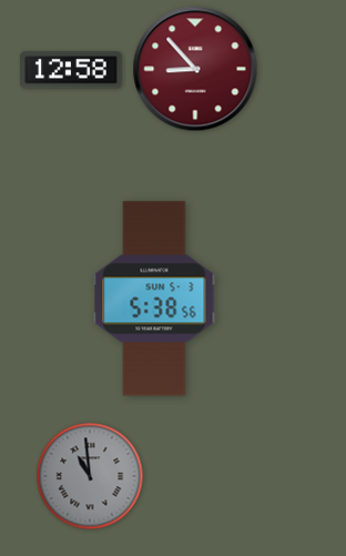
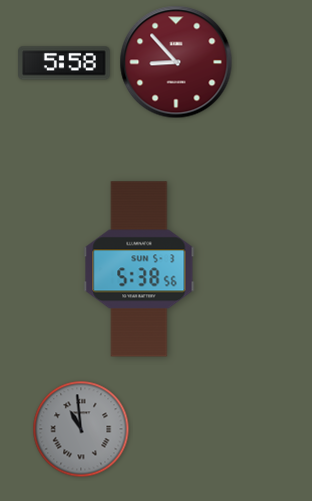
clock at (71, 70): 12:58 -> 5:58
